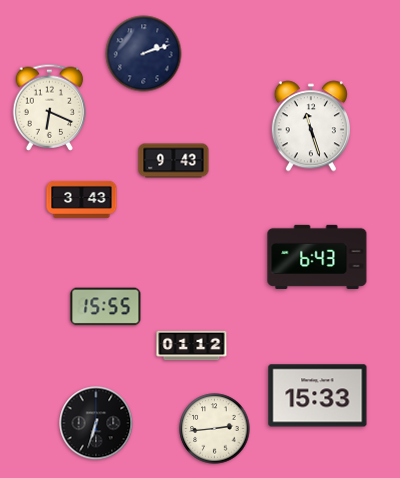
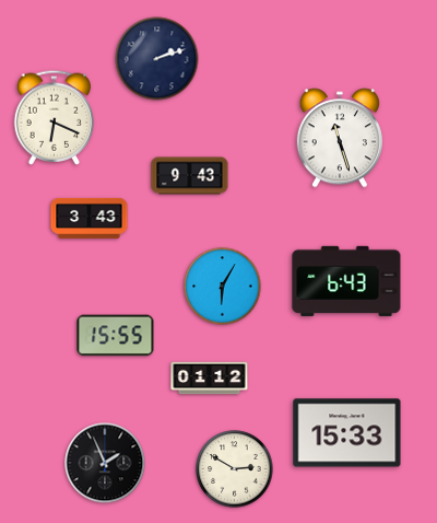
clock at (223, 287): none -> 6:05
clock at (96, 423): 6:33 -> 1:56
clock at (215, 429): 2:44 -> 2:50
